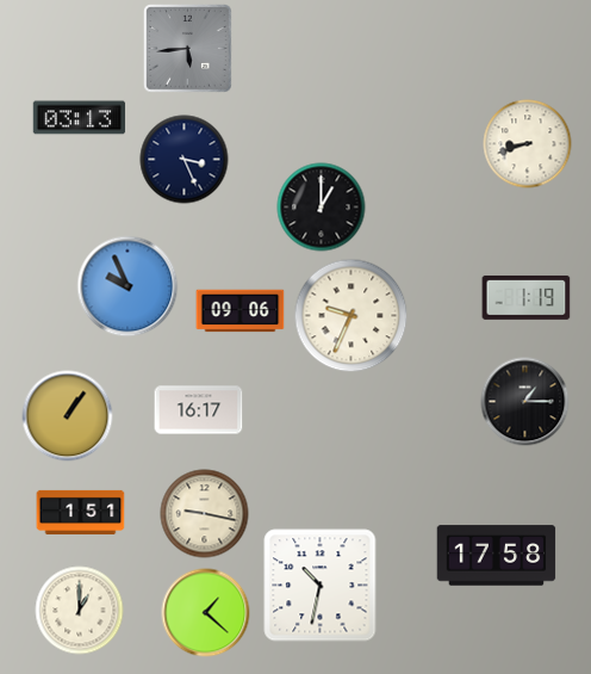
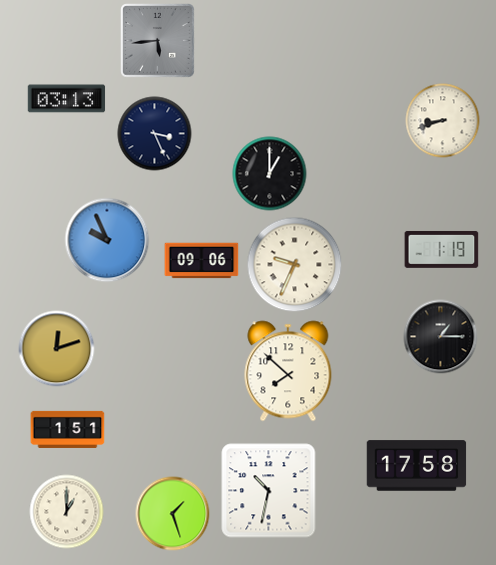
clock at (199, 410): 16:17 -> none
clock at (68, 416): 1:06 -> 12:12
clock at (288, 371): none -> 7:52
clock at (205, 514): 9:17 -> none
clock at (206, 613): 1:22 -> 1:27
